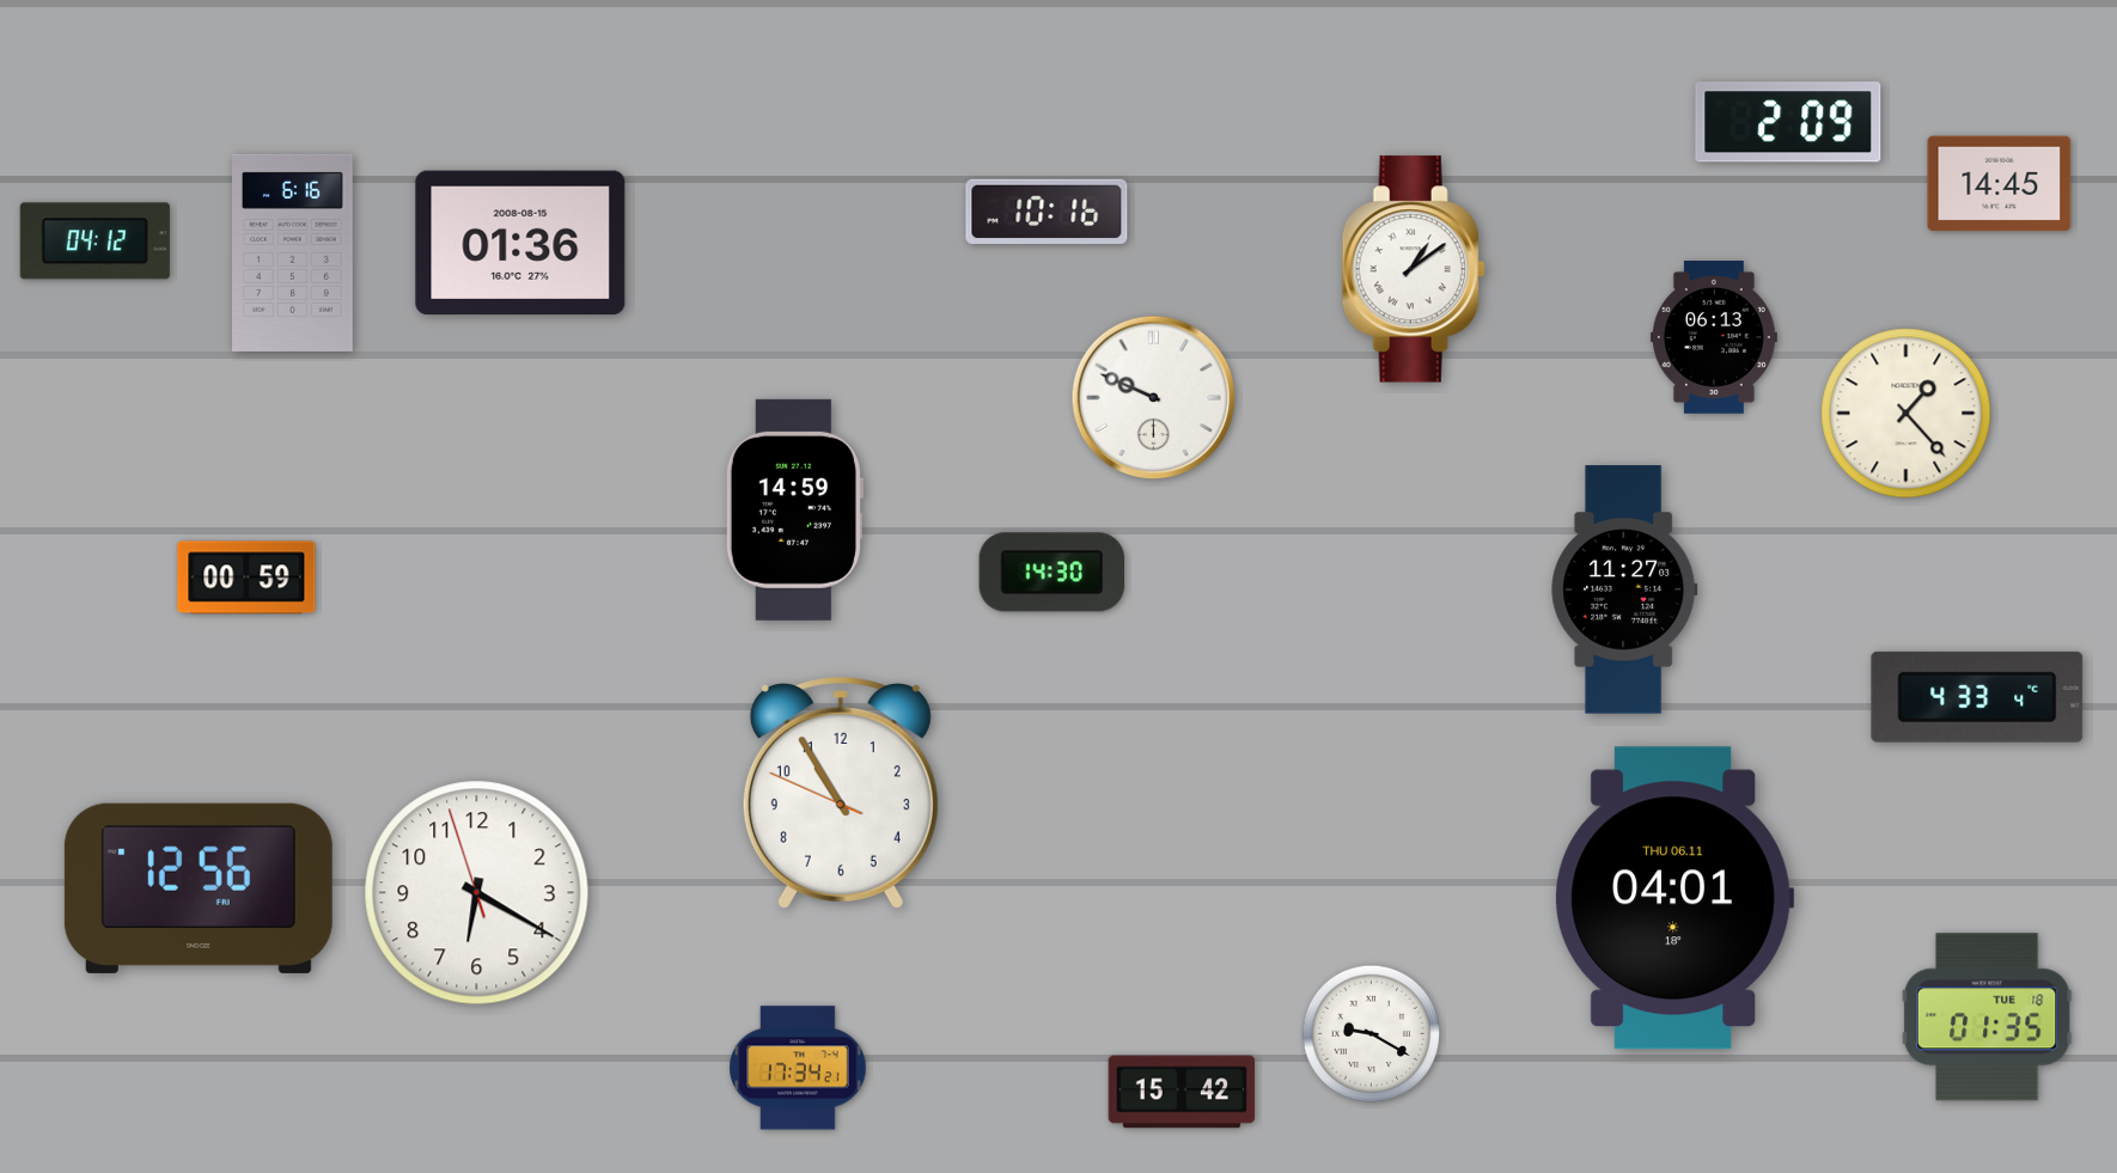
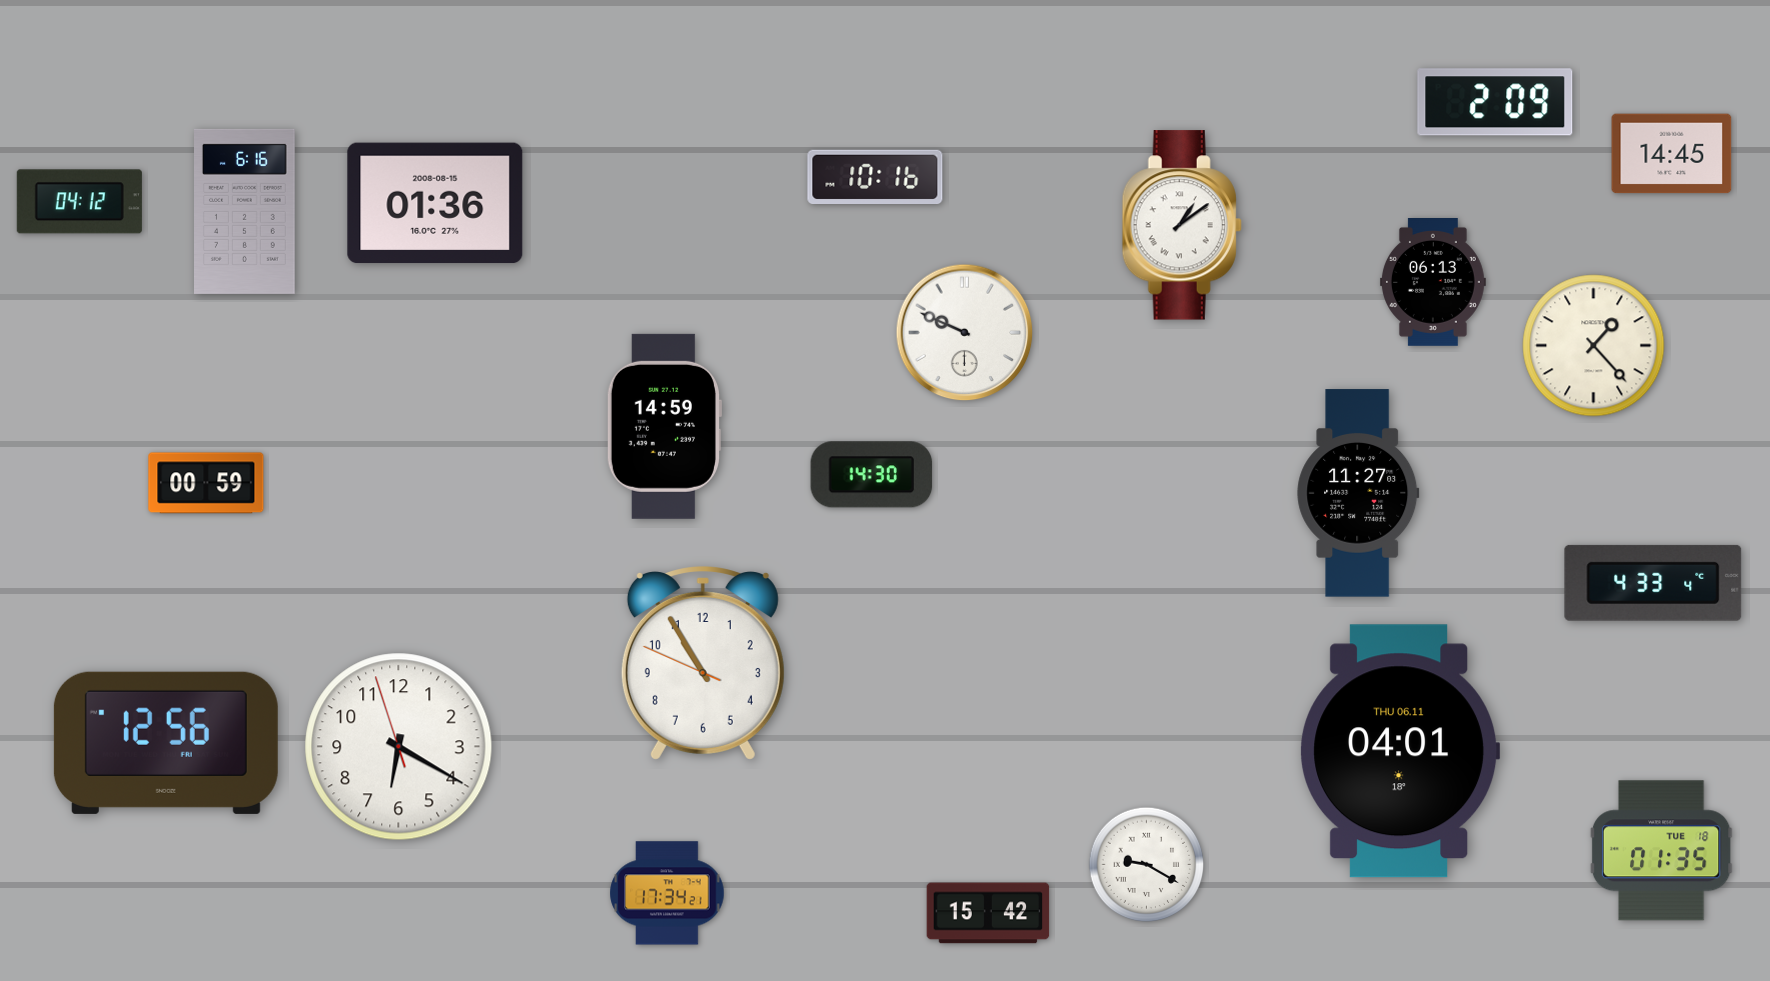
clock at (1053, 573) position: (1053, 573) -> (872, 475)
